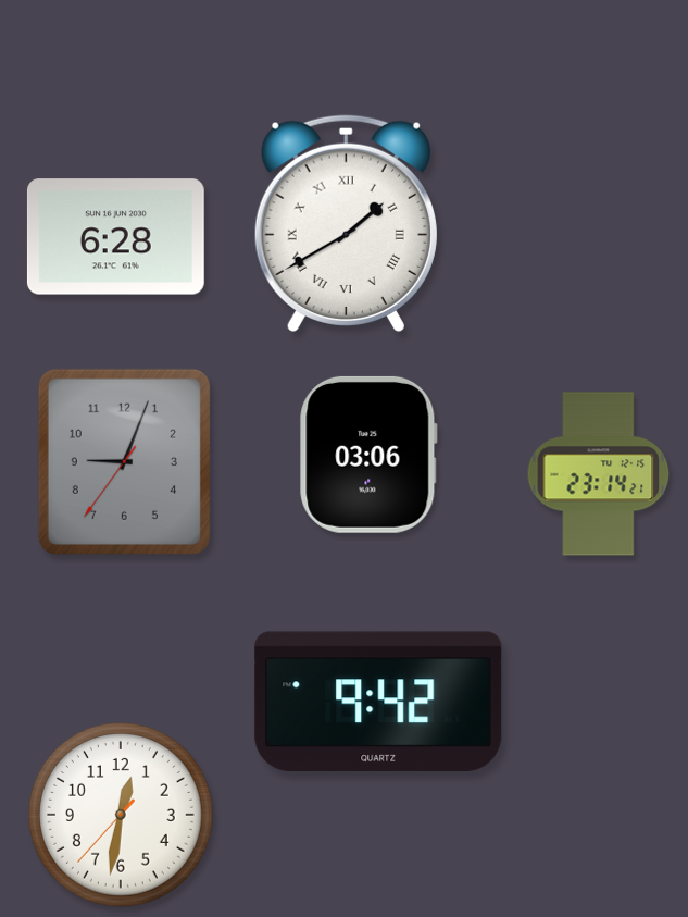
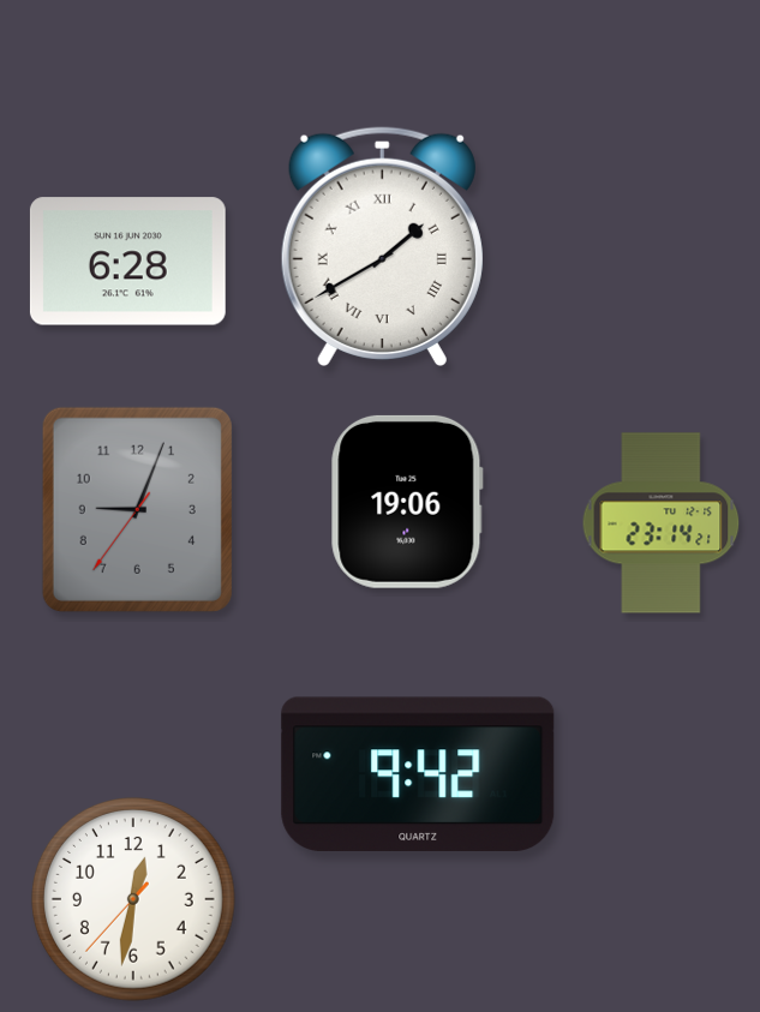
clock at (368, 455): 03:06 -> 19:06
